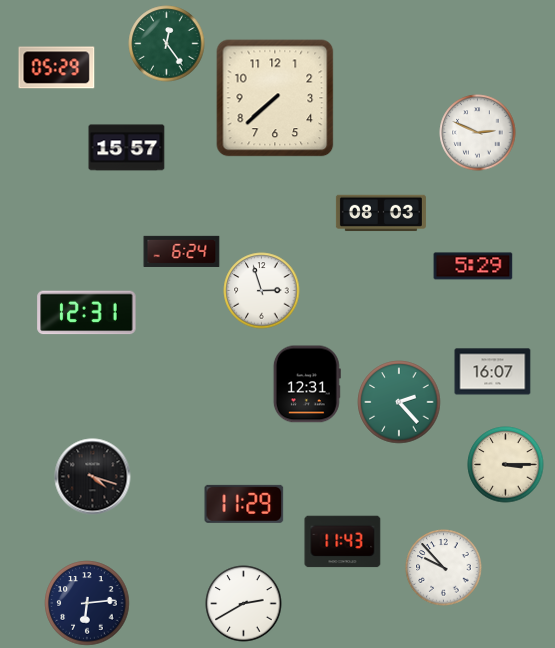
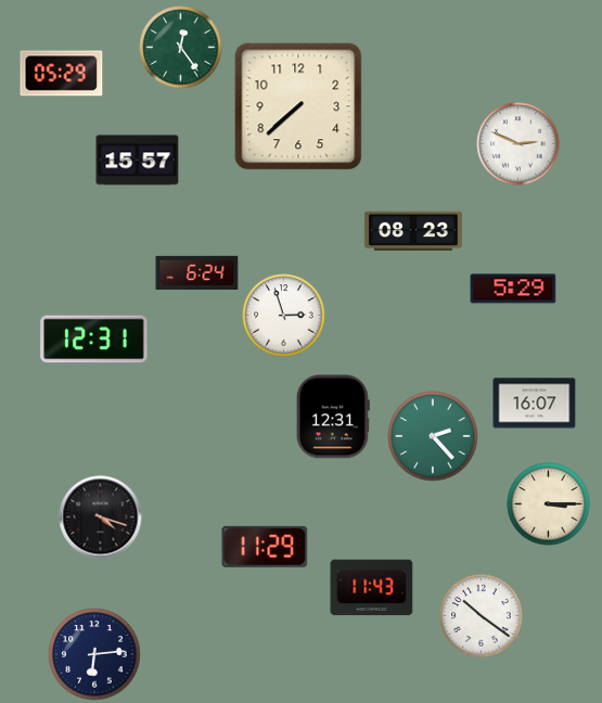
clock at (381, 213): 08:03 -> 08:23
clock at (444, 568): 9:53 -> 10:21
clock at (244, 604): 2:40 -> none
